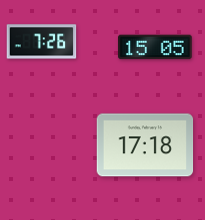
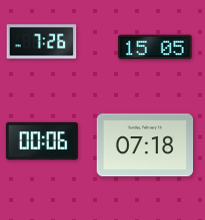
clock at (42, 141): none -> 00:06
clock at (145, 145): 17:18 -> 07:18
